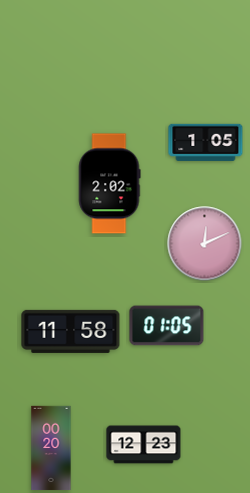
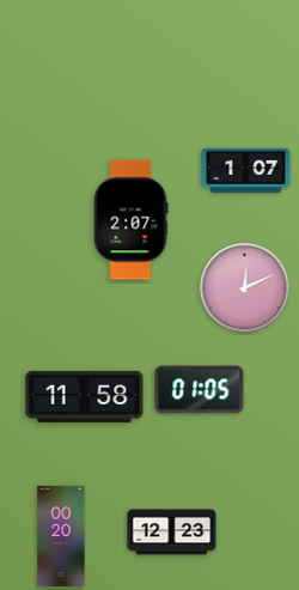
clock at (206, 142): 1:05 -> 1:07
clock at (109, 184): 2:02 -> 2:07
clock at (205, 244) position: (205, 244) -> (245, 288)
